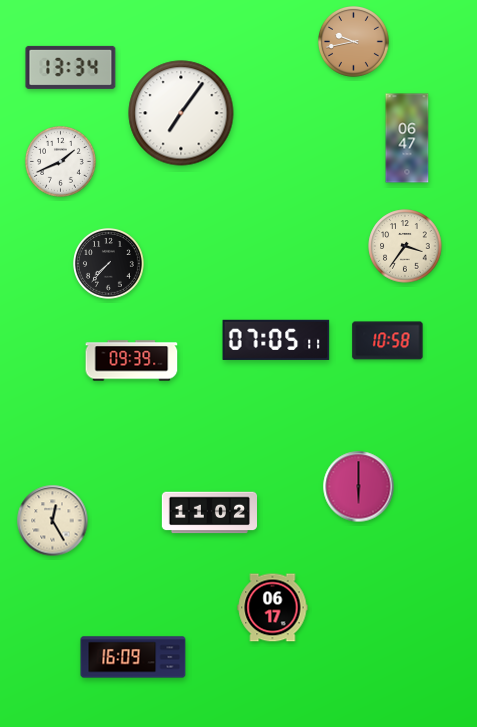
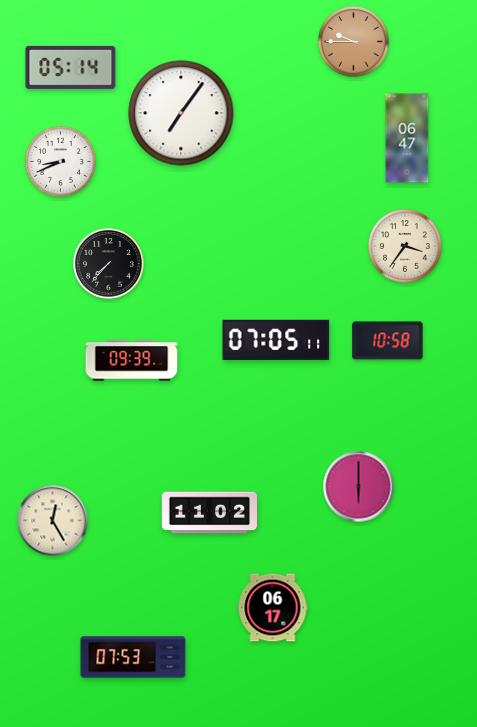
clock at (354, 42): 9:43 -> 9:45
clock at (71, 67): 13:34 -> 05:14
clock at (61, 162): 1:41 -> 8:41
clock at (133, 657): 16:09 -> 07:53
